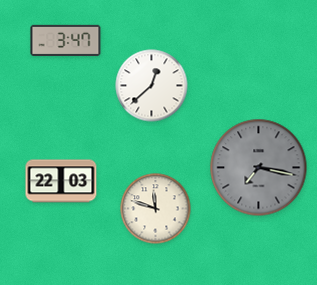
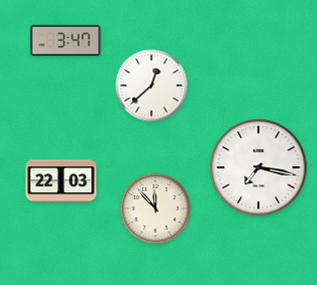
clock at (259, 168) dial: grey -> white
clock at (156, 209): 11:48 -> 11:53
